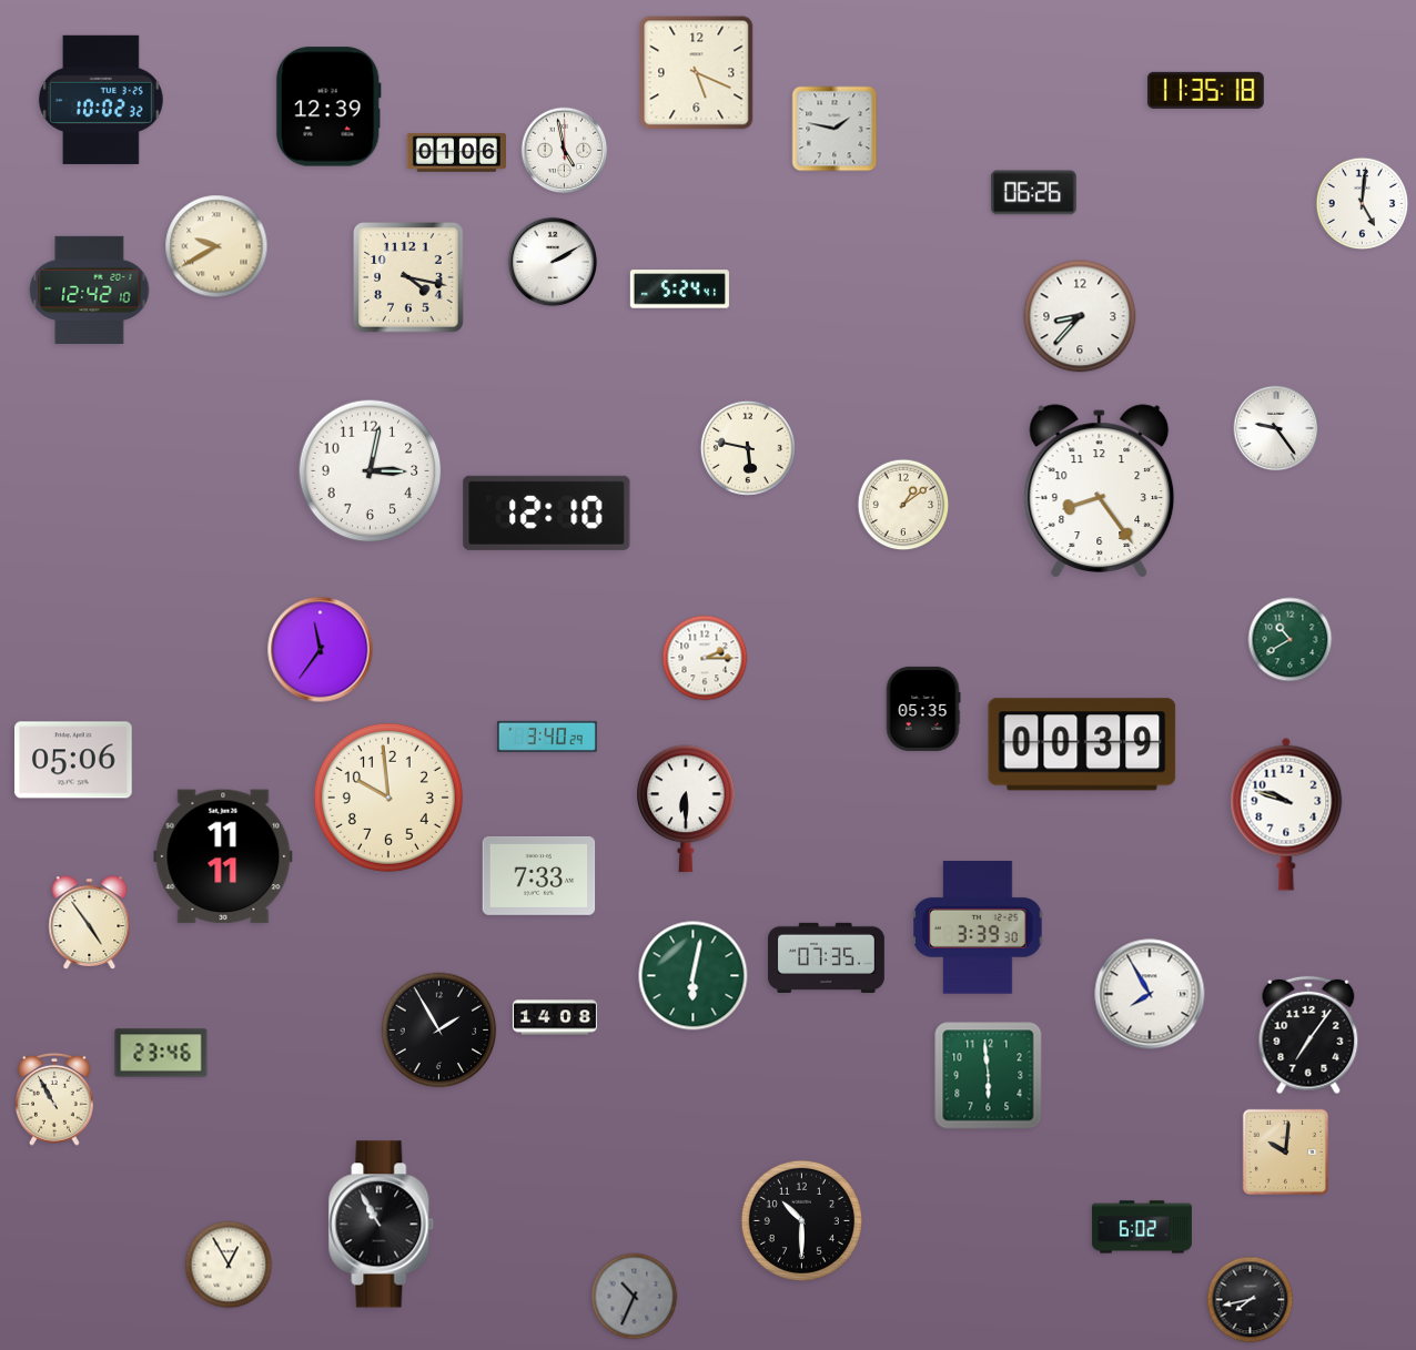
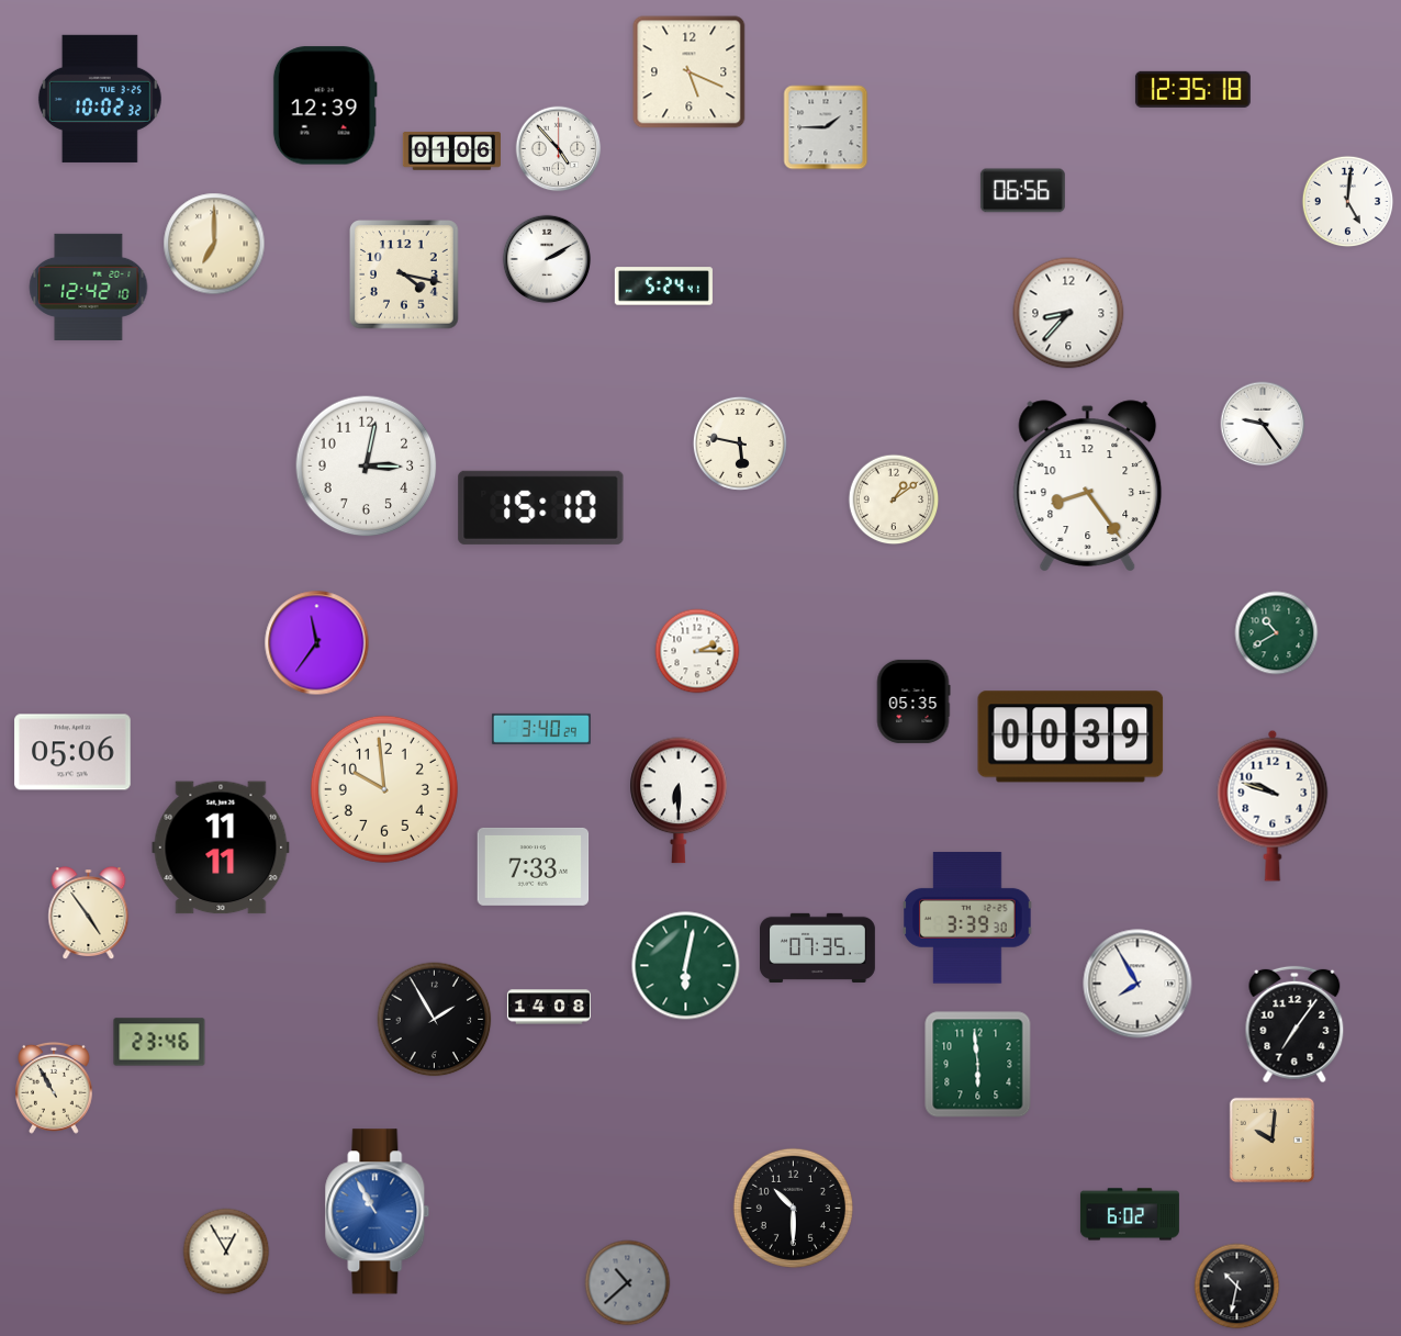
clock at (1205, 90): 11:35 -> 12:35
clock at (835, 129): 1:47 -> 1:45
clock at (565, 151): 4:58 -> 4:53
clock at (1033, 193): 06:26 -> 06:56
clock at (216, 246): 9:40 -> 7:00
clock at (679, 290) position: (679, 290) -> (663, 287)
clock at (547, 512): 12:10 -> 15:10
clock at (382, 1225) dial: black -> blue
clock at (635, 1297): 10:34 -> 10:38
clock at (1251, 1300): 7:43 -> 10:32
